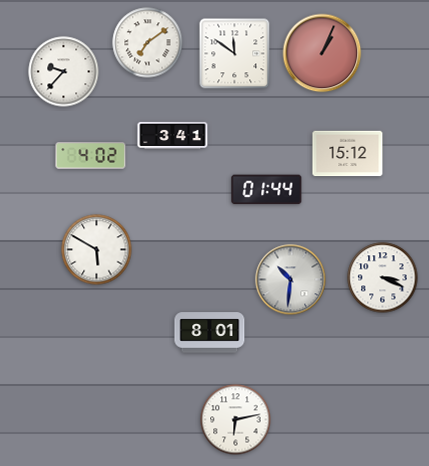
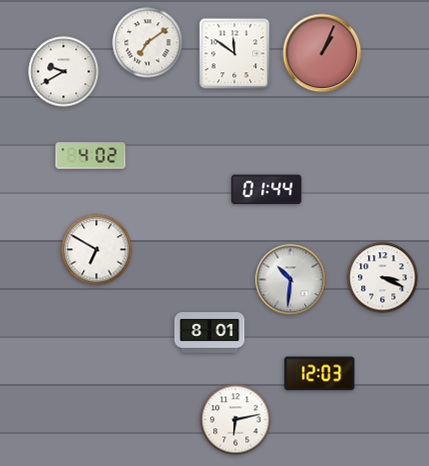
clock at (64, 72): 9:37 -> 9:40
clock at (173, 135): 3:41 -> none
clock at (348, 154): 15:12 -> none
clock at (97, 250): 5:50 -> 6:50
clock at (320, 374): none -> 12:03
